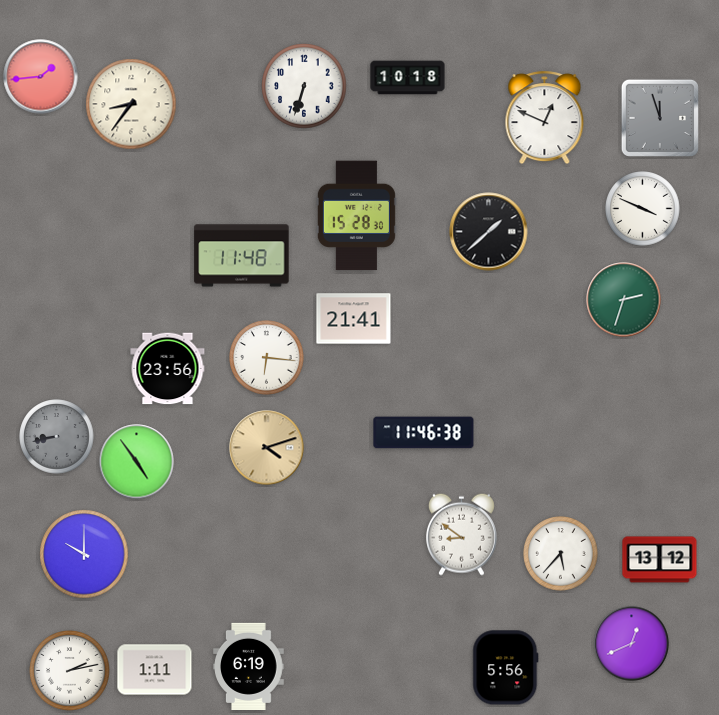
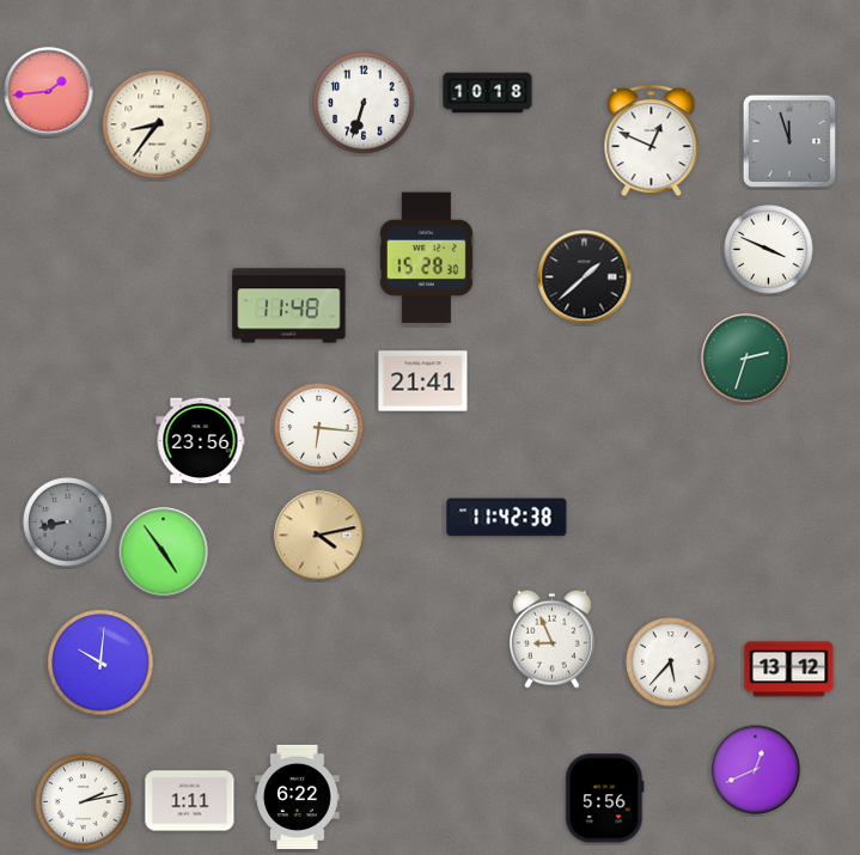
clock at (424, 433): 11:46 -> 11:42
clock at (267, 448): 4:12 -> 4:13
clock at (461, 534): 8:51 -> 8:56
clock at (84, 554): 10:00 -> 10:01
clock at (249, 666): 6:19 -> 6:22
clock at (155, 670) position: (155, 670) -> (190, 801)
